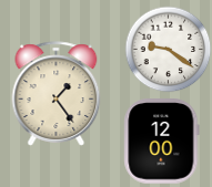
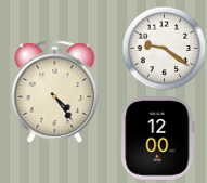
clock at (57, 94): 1:24 -> 4:24
